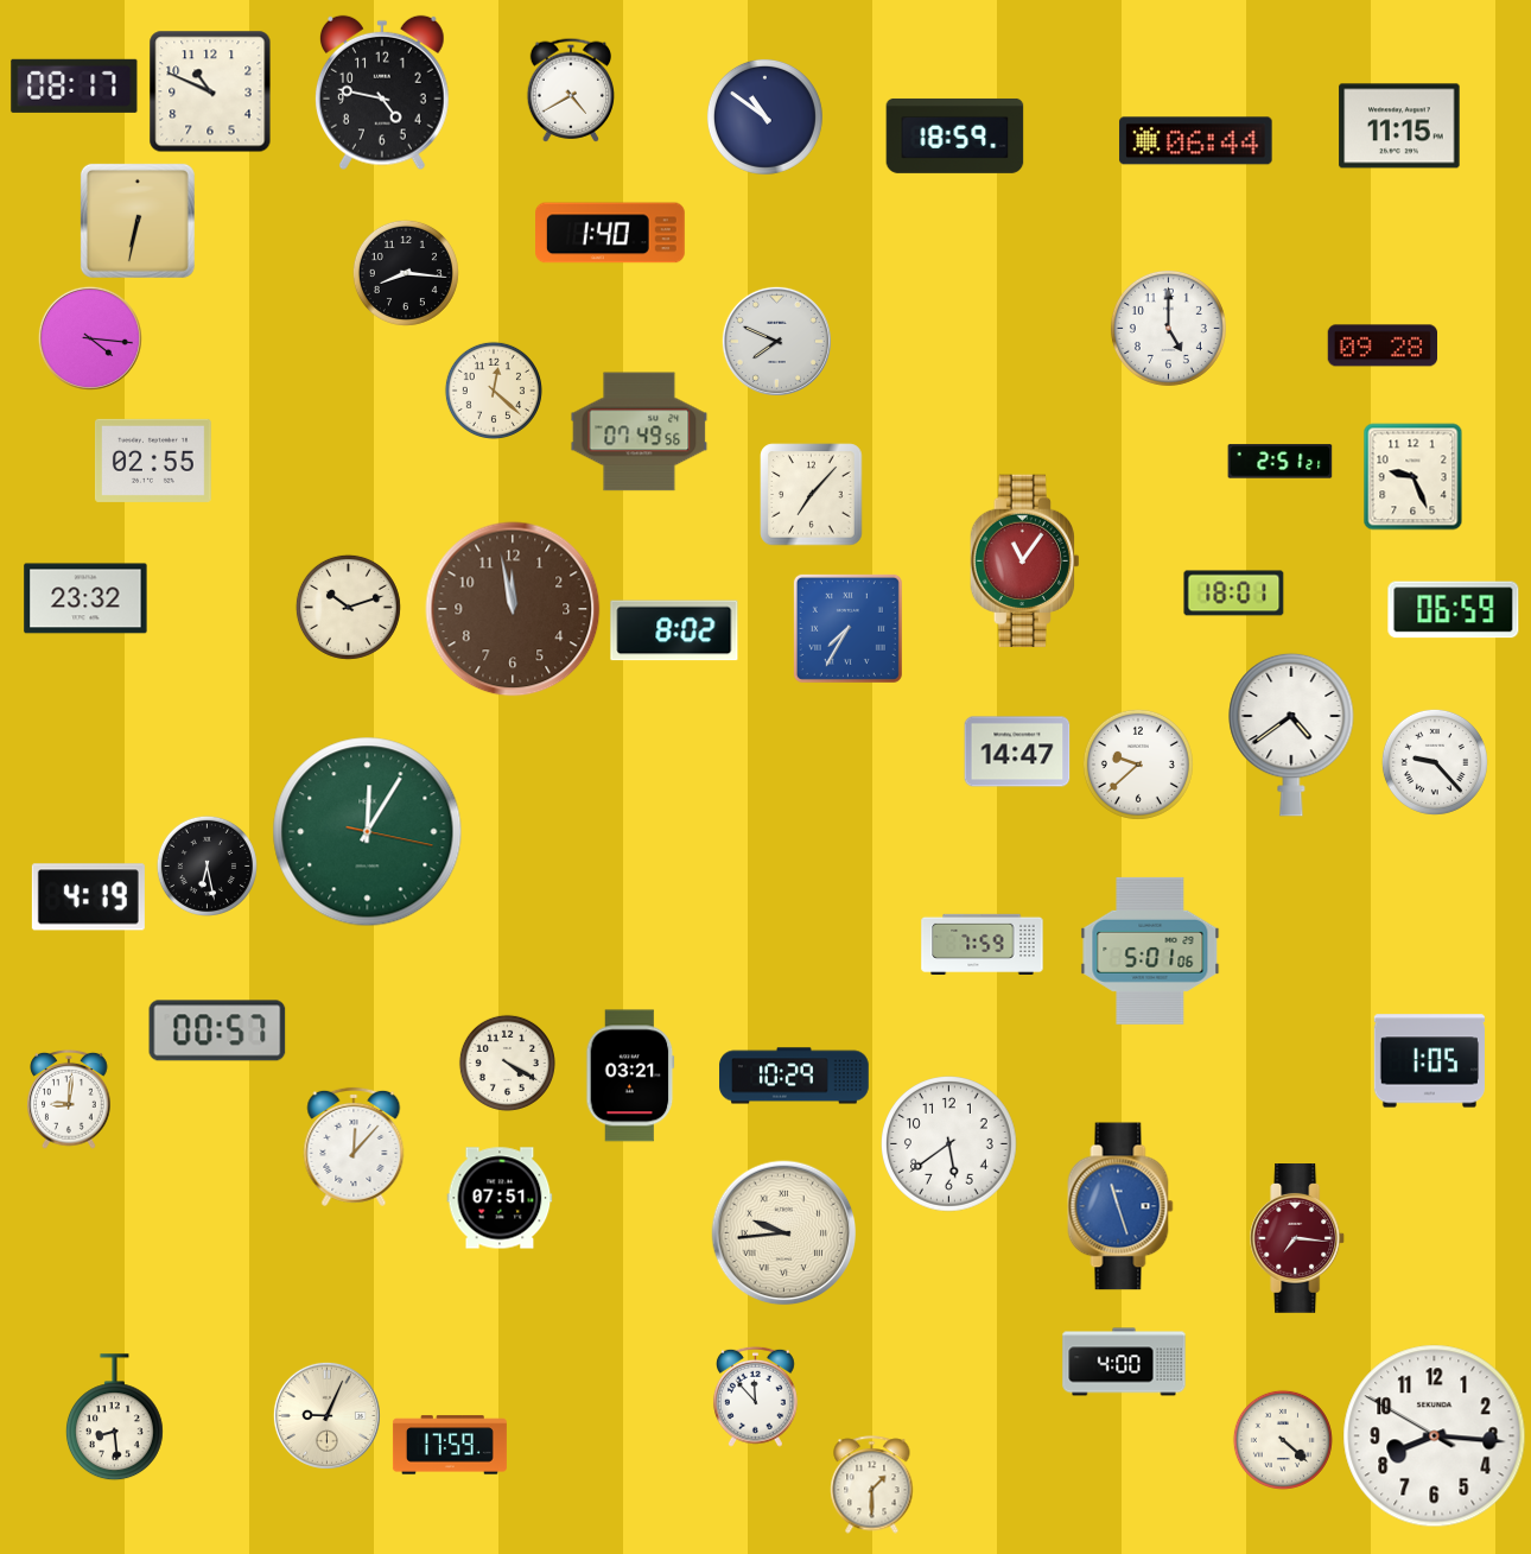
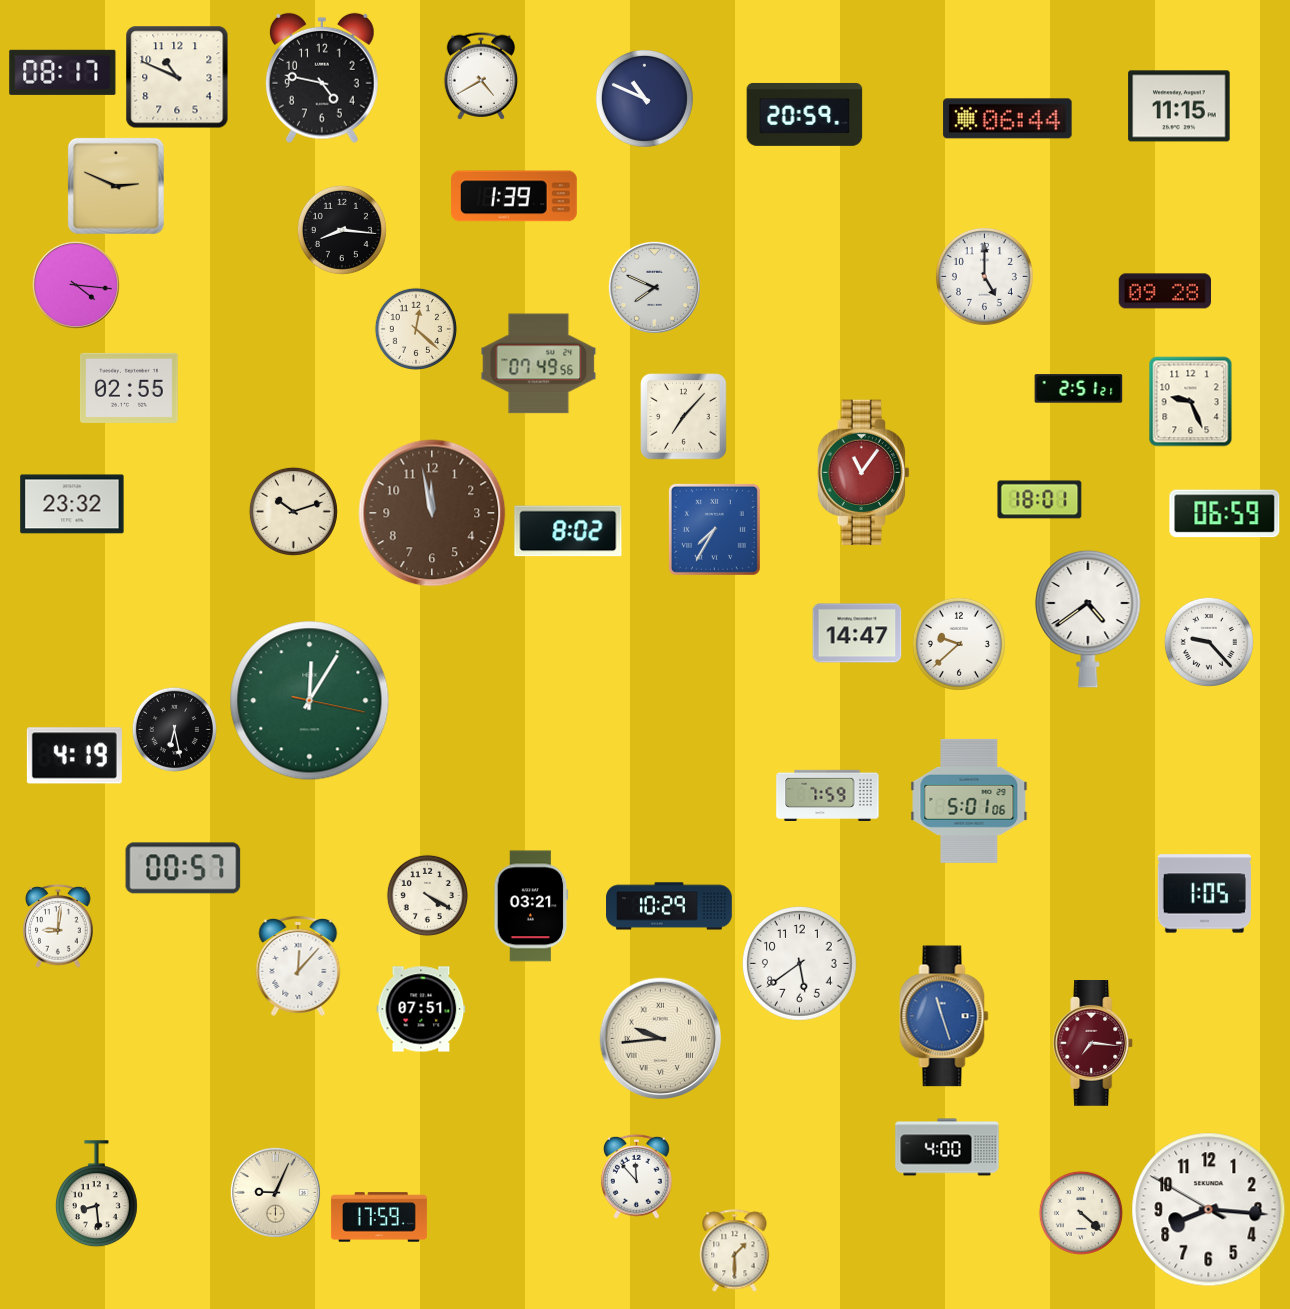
clock at (764, 116): 10:51 -> 10:49
clock at (955, 135): 18:59 -> 20:59
clock at (138, 221): 6:32 -> 2:49
clock at (611, 233): 1:40 -> 1:39
